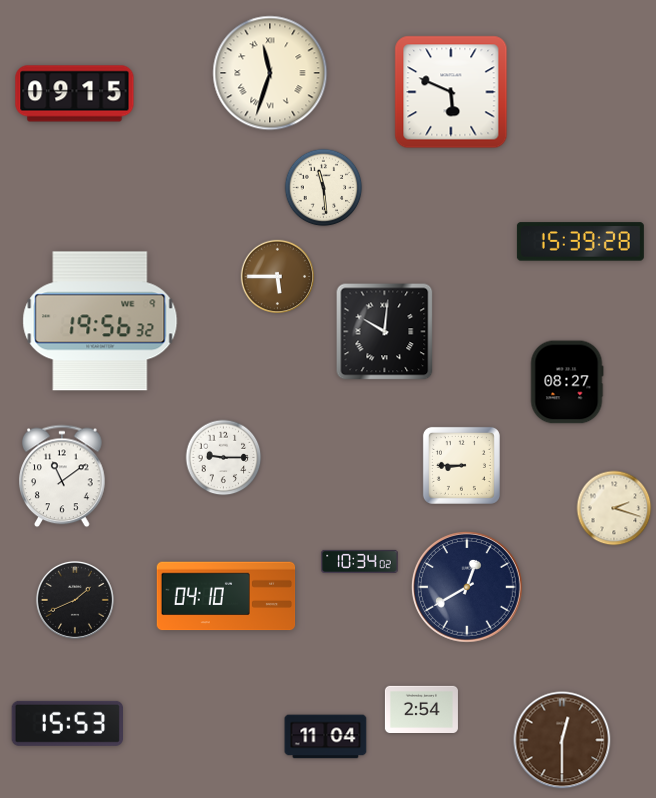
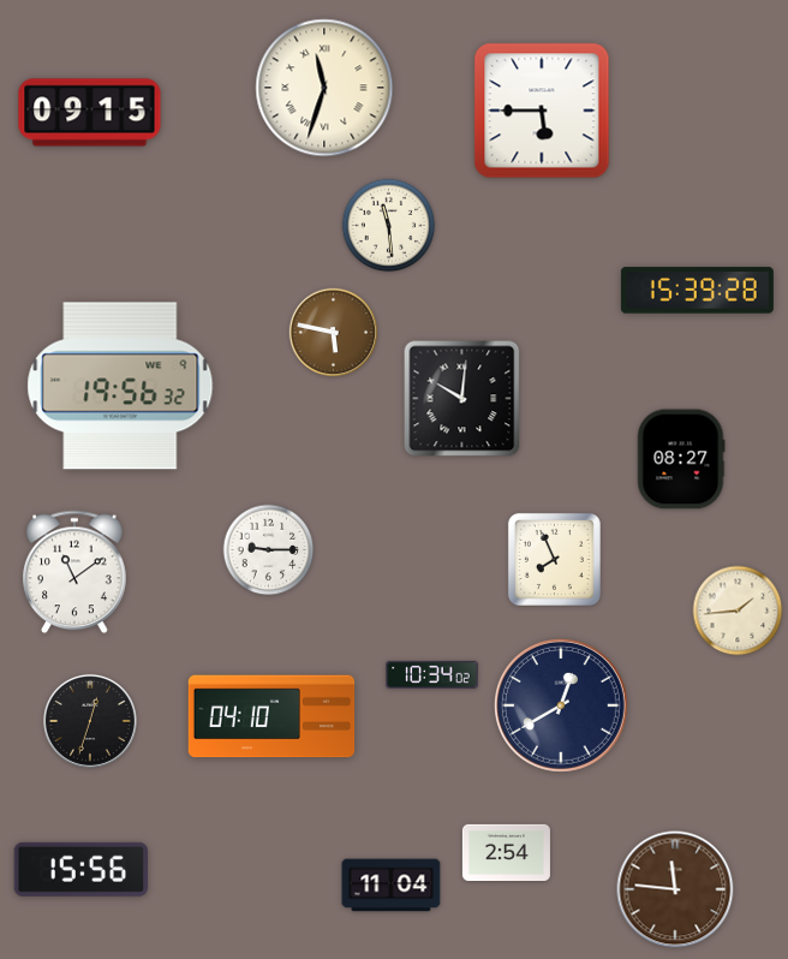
clock at (451, 92): 5:49 -> 5:45
clock at (278, 277): 5:45 -> 5:47
clock at (461, 465): 8:45 -> 7:56
clock at (614, 508): 2:18 -> 1:44
clock at (75, 600): 1:41 -> 12:33
clock at (67, 723): 15:53 -> 15:56
clock at (562, 740): 12:30 -> 11:46
